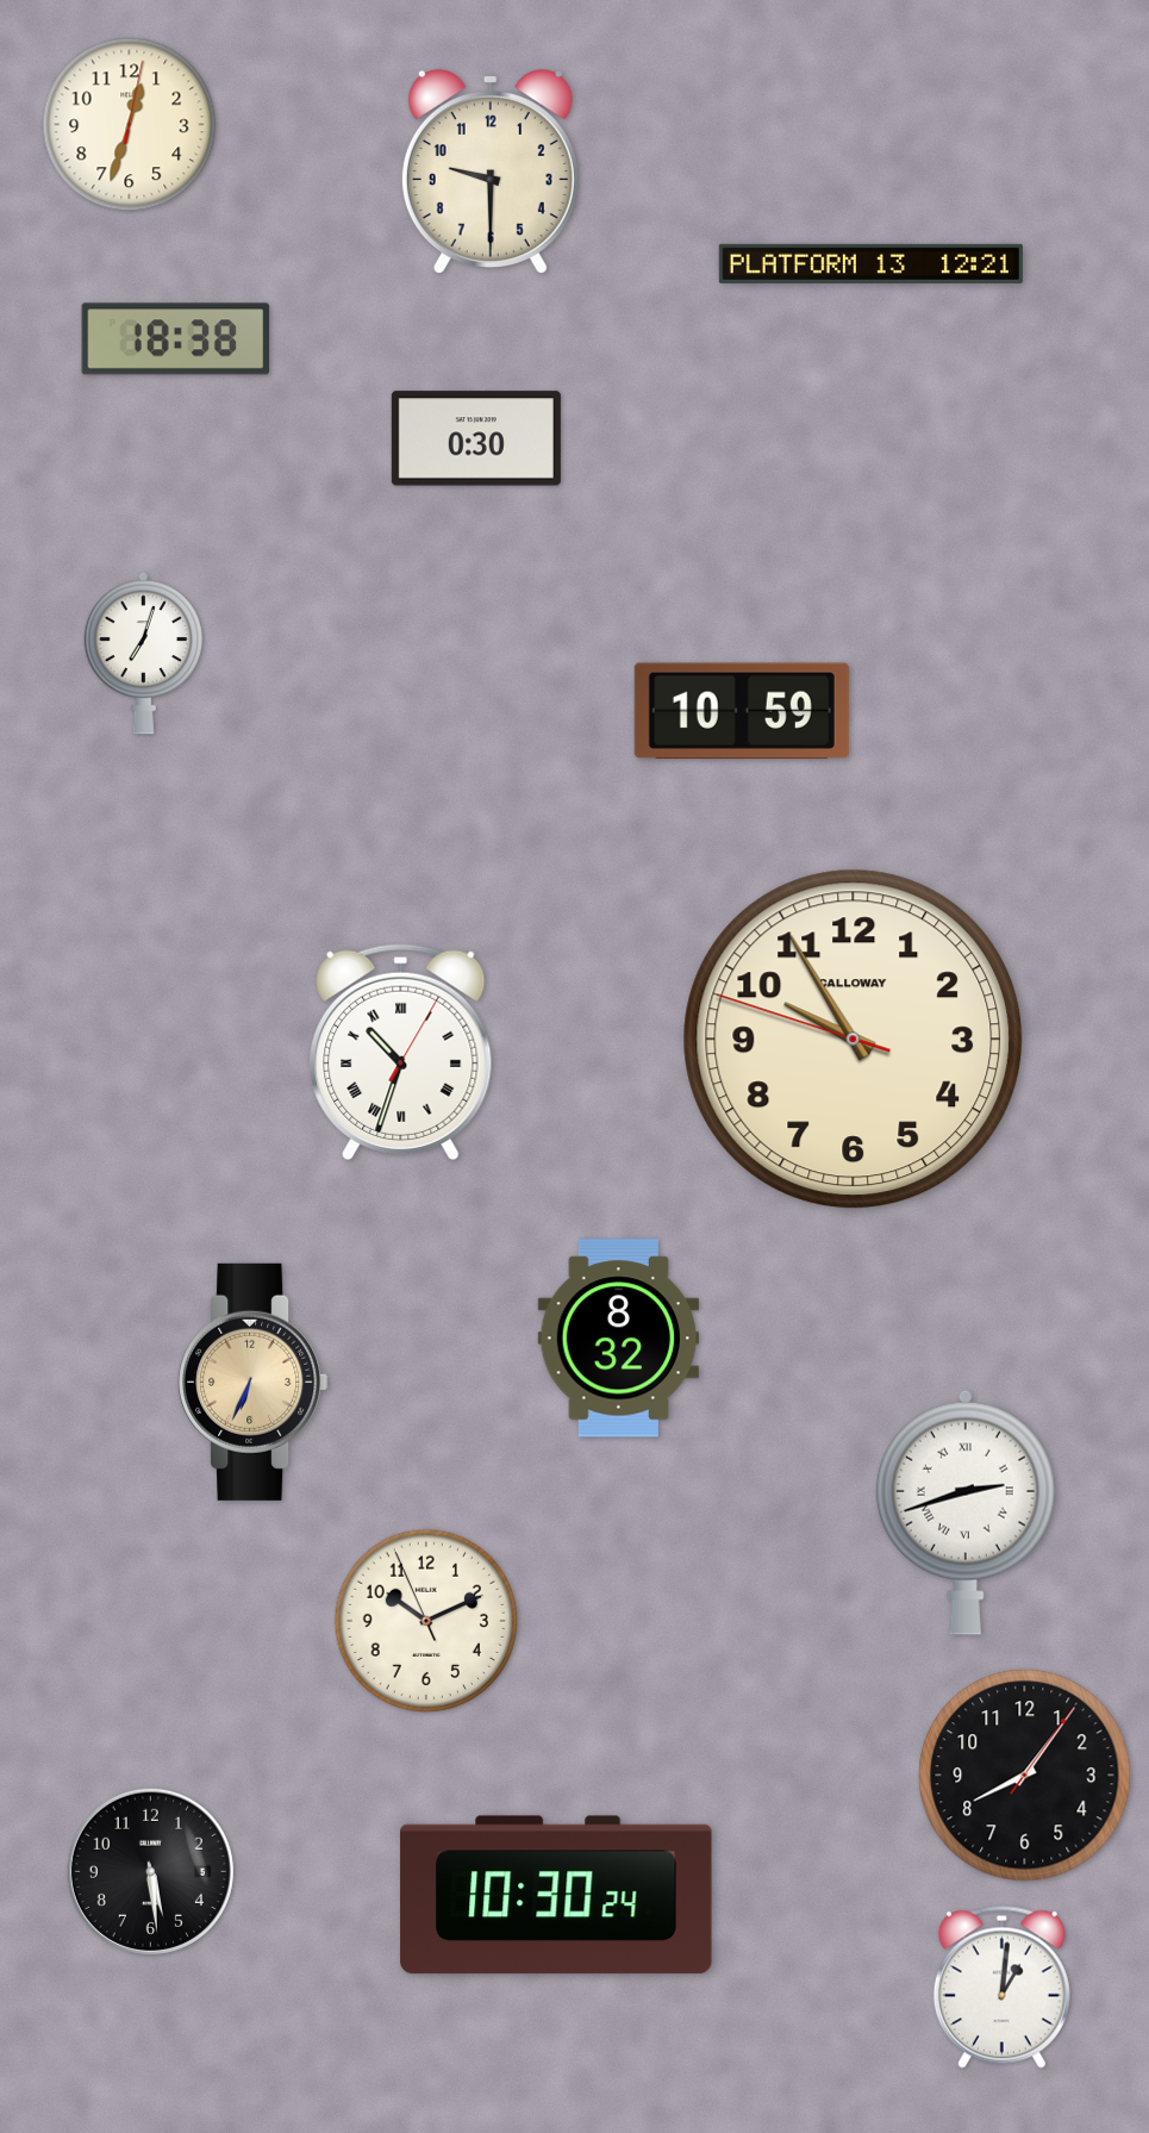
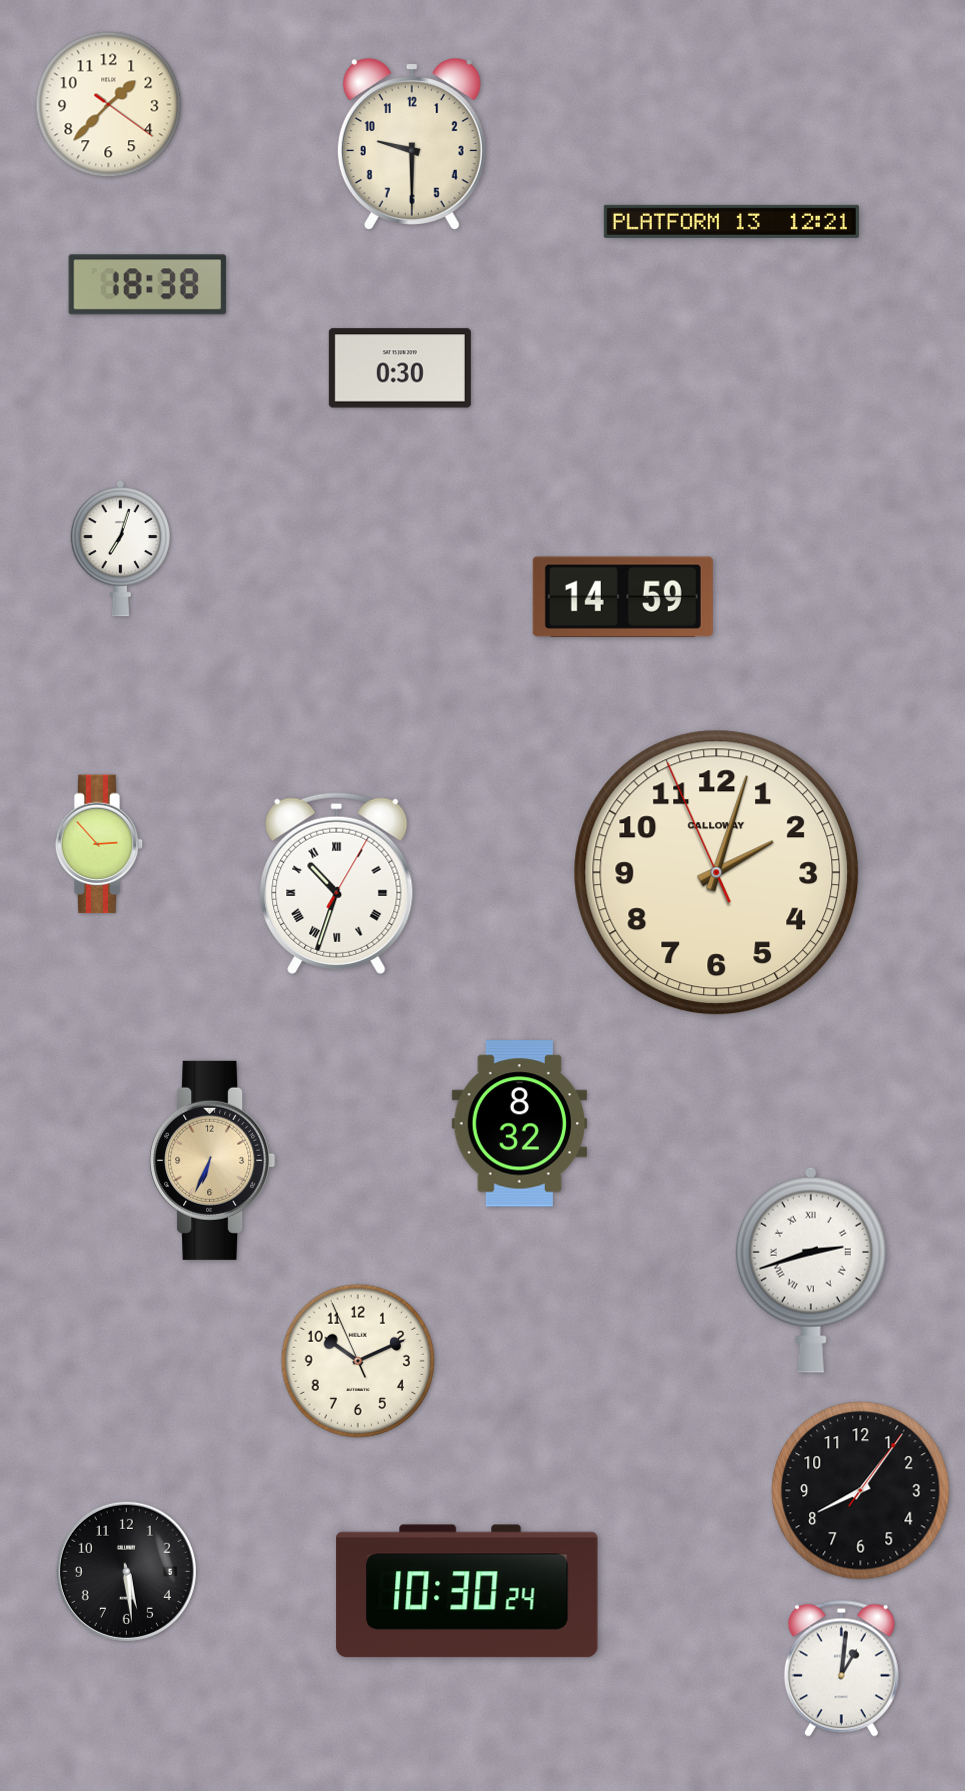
clock at (130, 125): 12:33 -> 1:37
clock at (742, 711): 10:59 -> 14:59
clock at (99, 844): none -> 2:53
clock at (854, 1040): 9:54 -> 2:02
